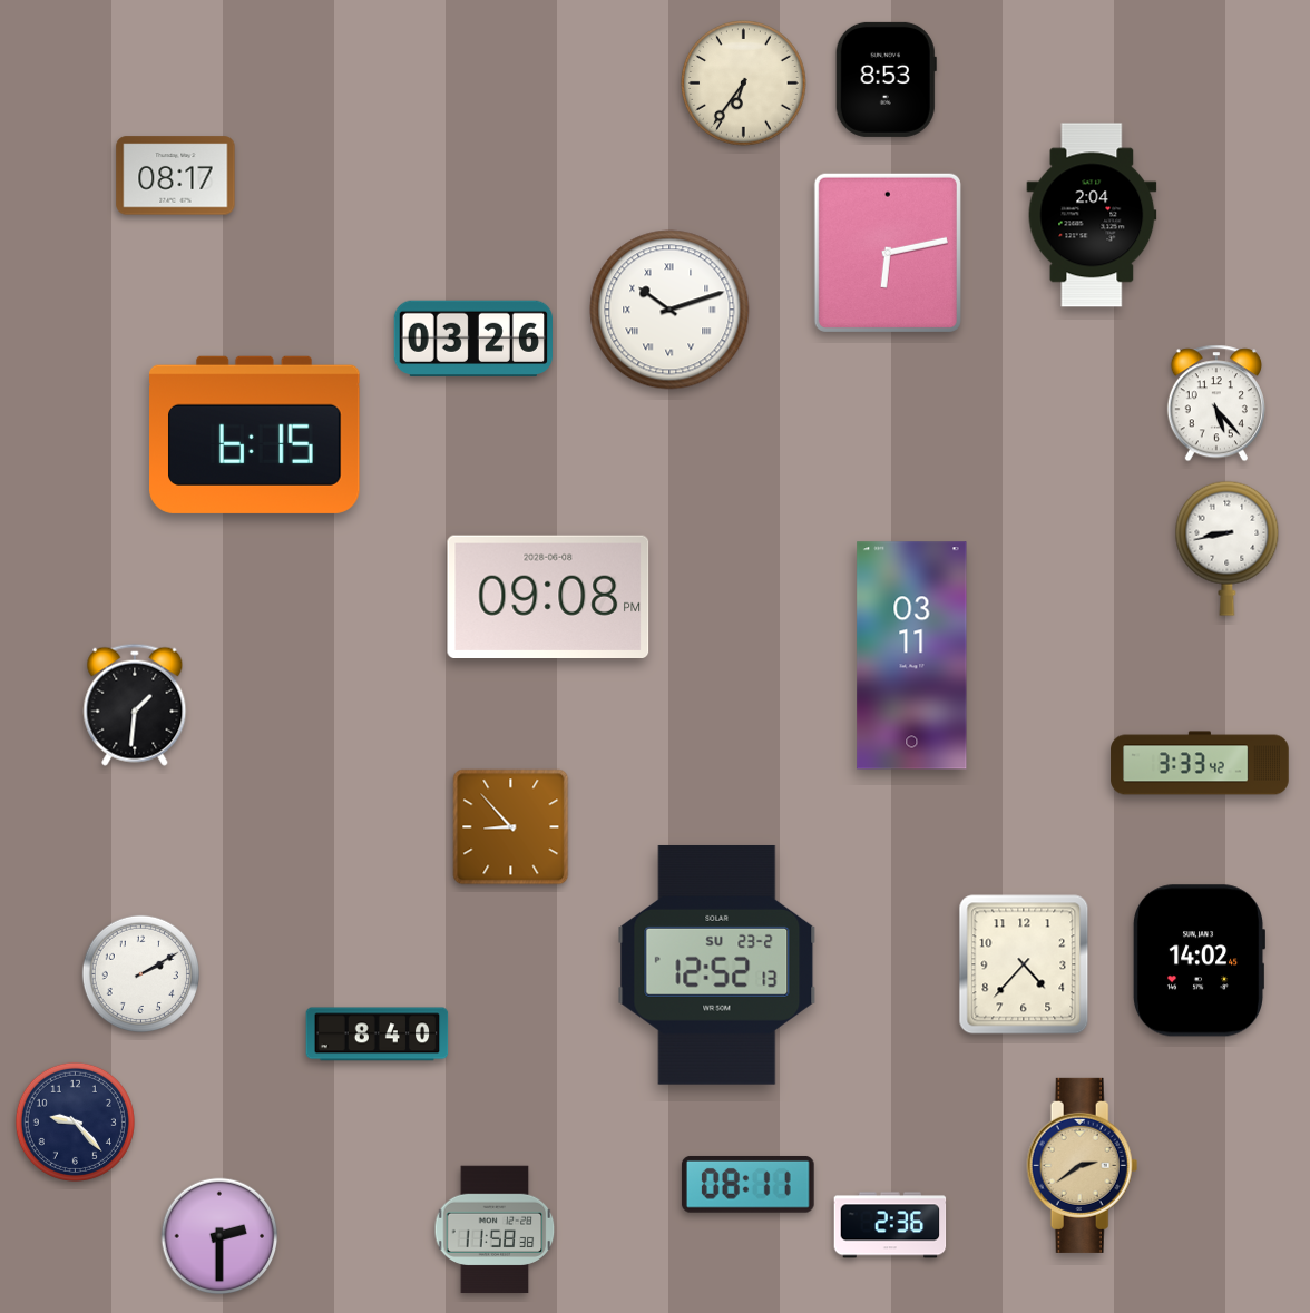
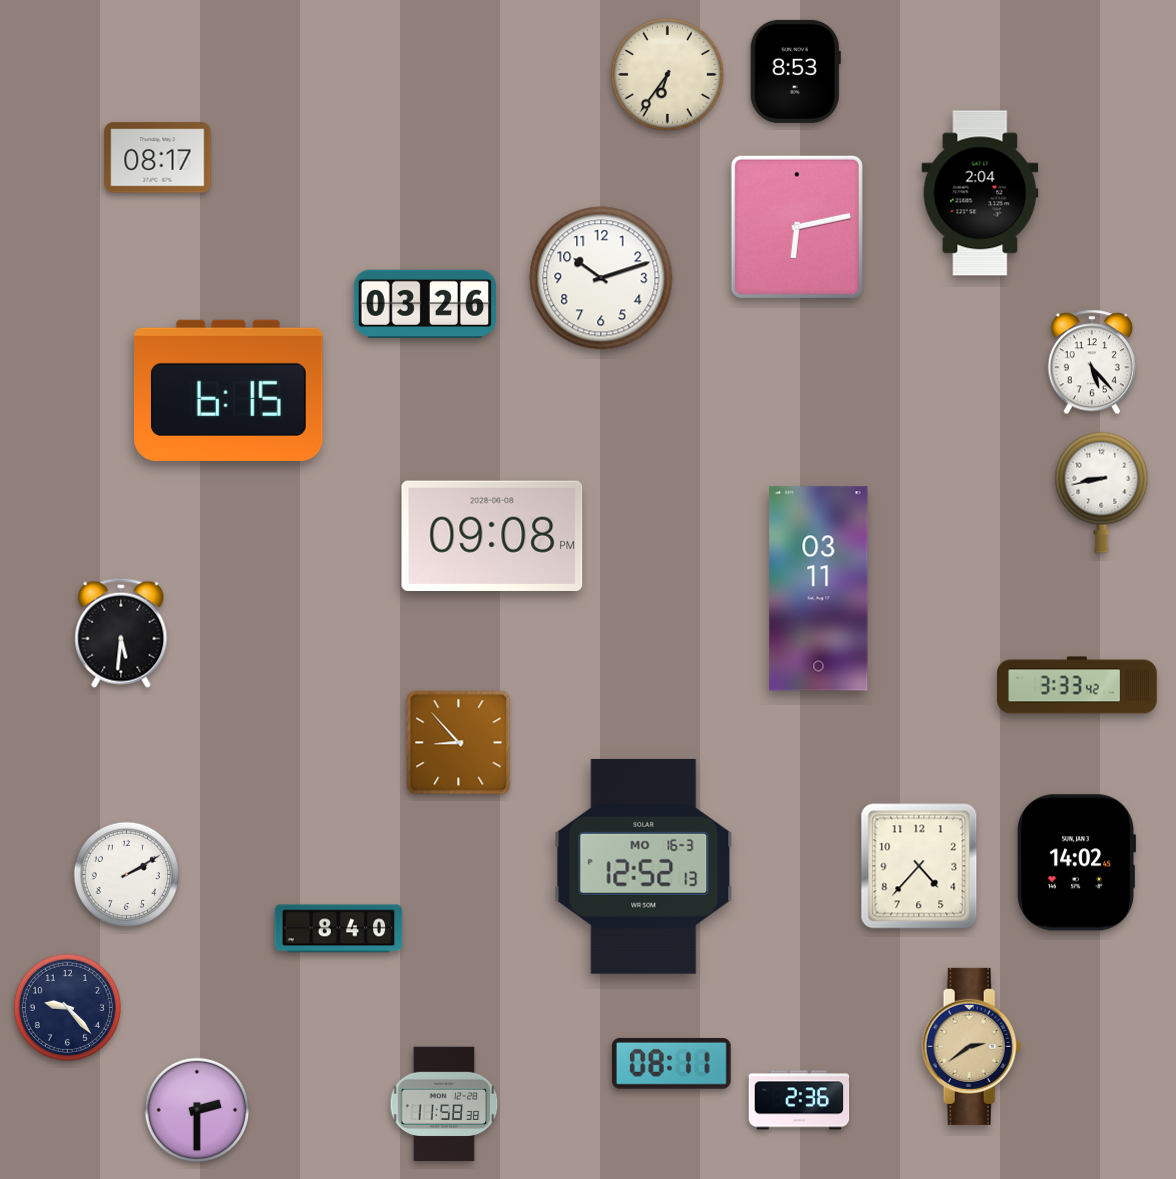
clock at (669, 310) numerals: Roman -> Arabic
clock at (135, 705): 1:31 -> 5:31
clock at (717, 964) date: SU 23-2 -> MO 16-3
